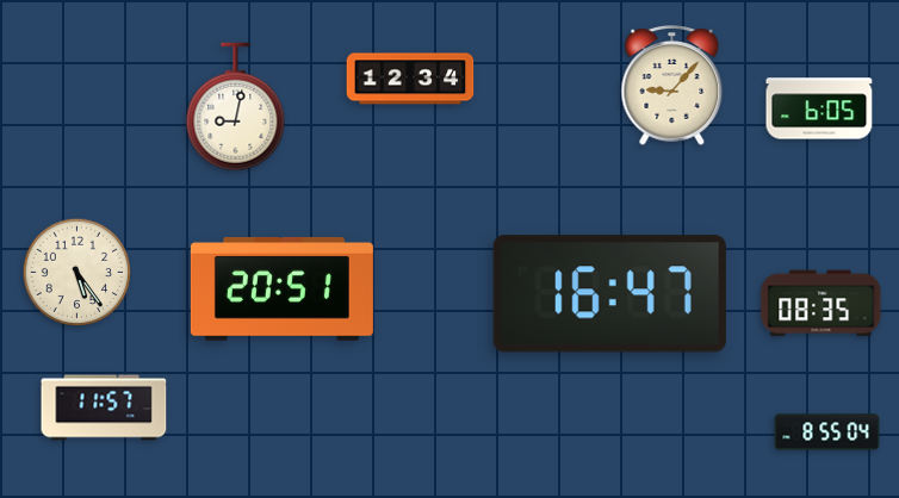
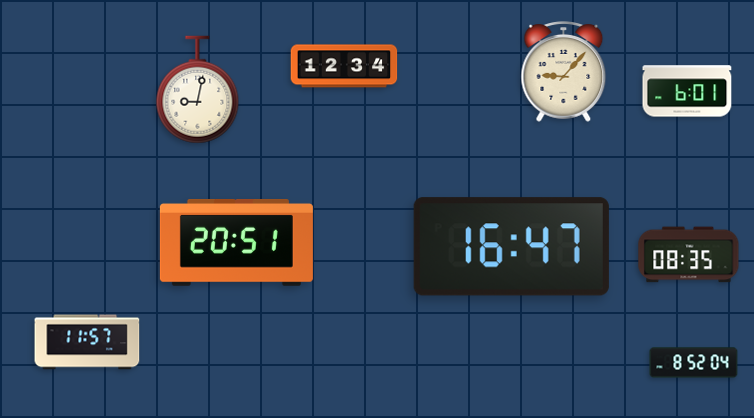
clock at (819, 108): 6:05 -> 6:01
clock at (77, 273): 5:24 -> none
clock at (827, 432): 8:55 -> 8:52
